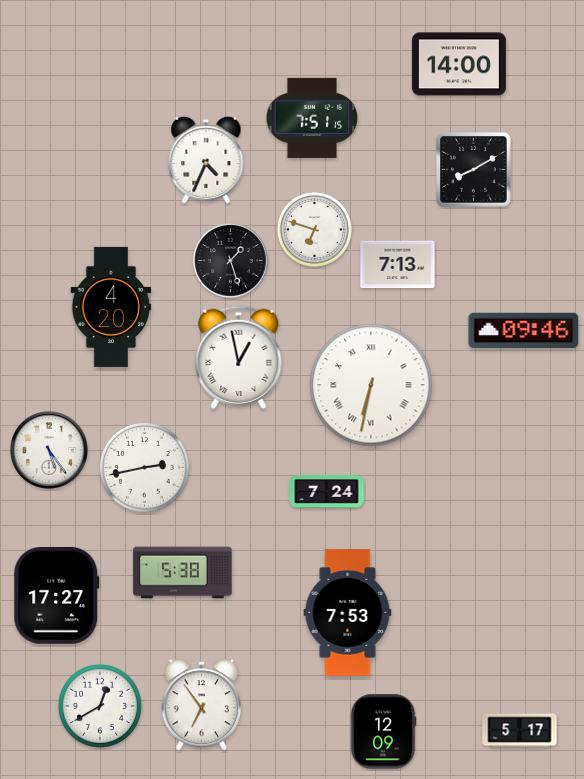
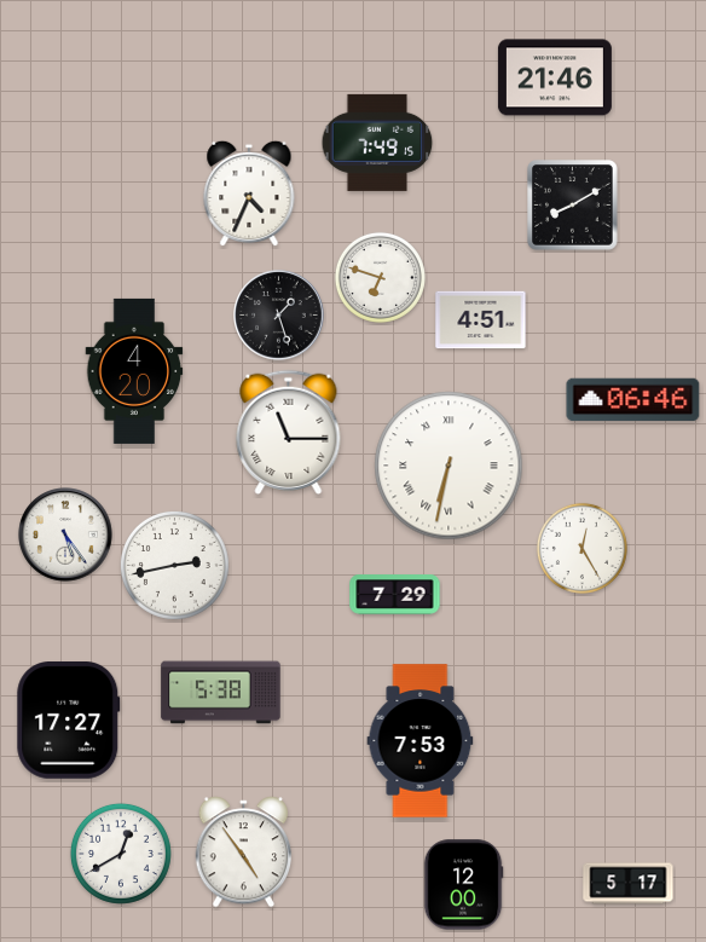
clock at (459, 64): 14:00 -> 21:46
clock at (312, 118): 7:51 -> 7:49
clock at (398, 265): 7:13 -> 4:51
clock at (524, 331): 09:46 -> 06:46
clock at (239, 357): 12:58 -> 11:15
clock at (49, 450) position: (49, 450) -> (65, 534)
clock at (581, 548): none -> 12:25
clock at (327, 492): 7:24 -> 7:29
clock at (201, 705): 6:54 -> 4:54
clock at (383, 732): 12:09 -> 12:00
